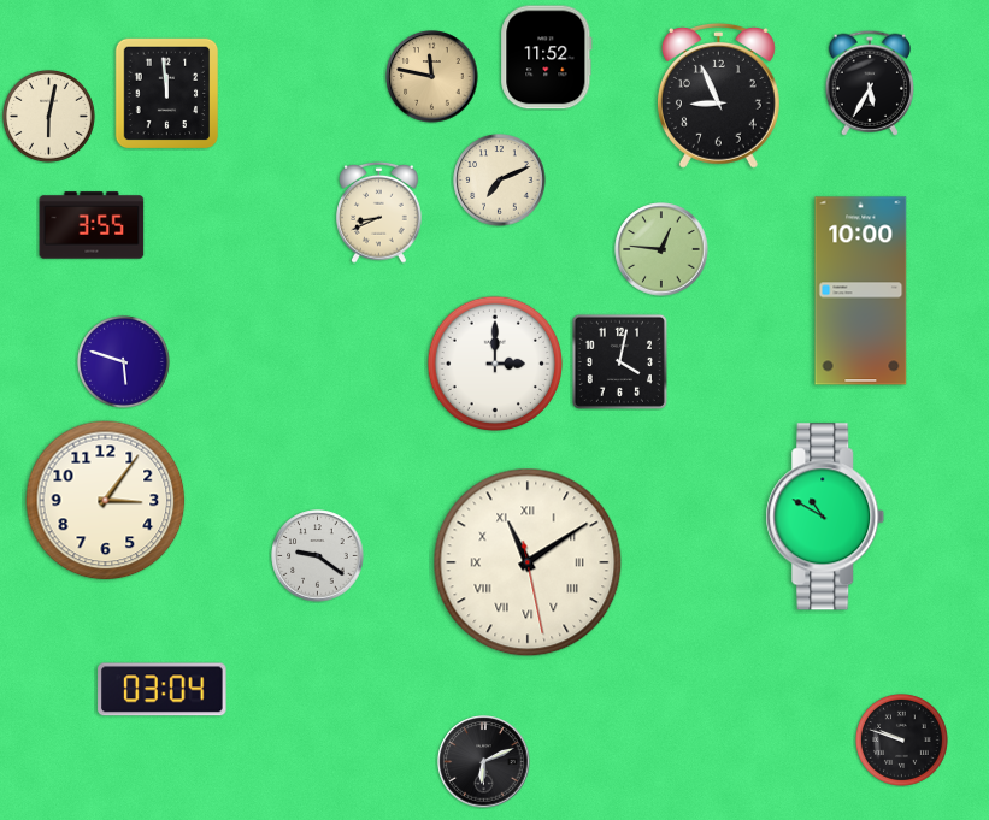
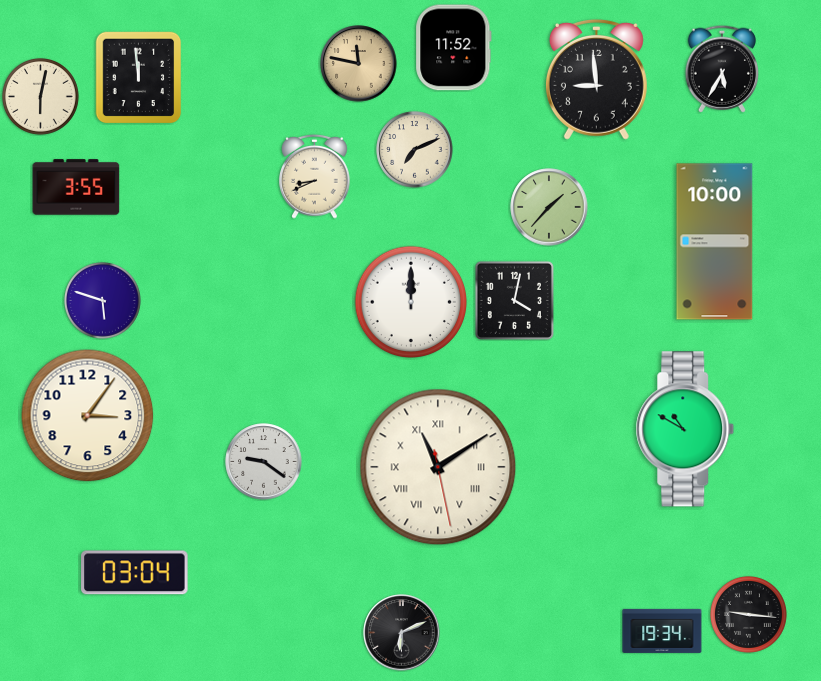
clock at (718, 95): 8:56 -> 8:59
clock at (661, 249): 12:46 -> 1:37
clock at (495, 364): 3:00 -> 12:00
clock at (901, 739): 9:48 -> 9:16
clock at (662, 631): none -> 19:34
